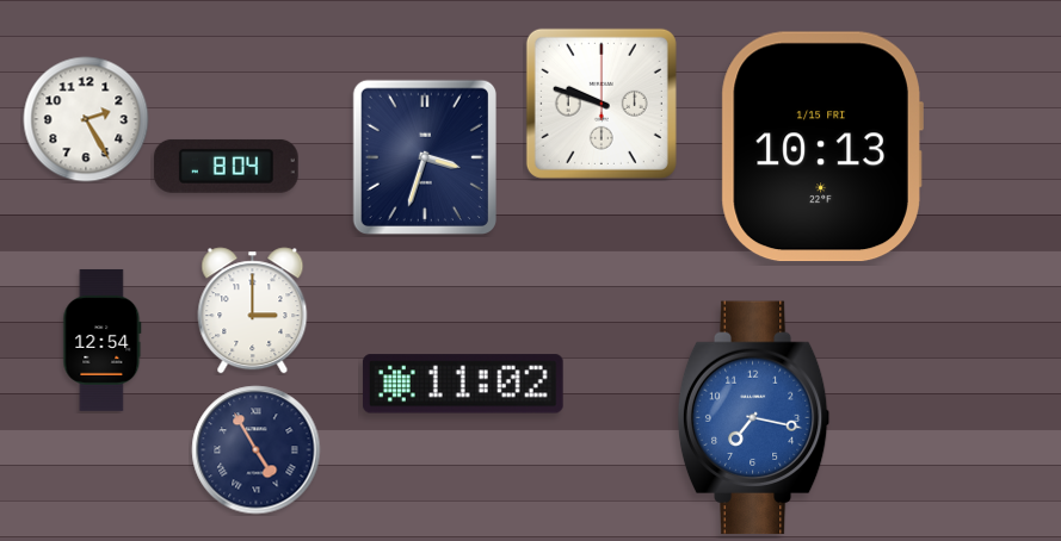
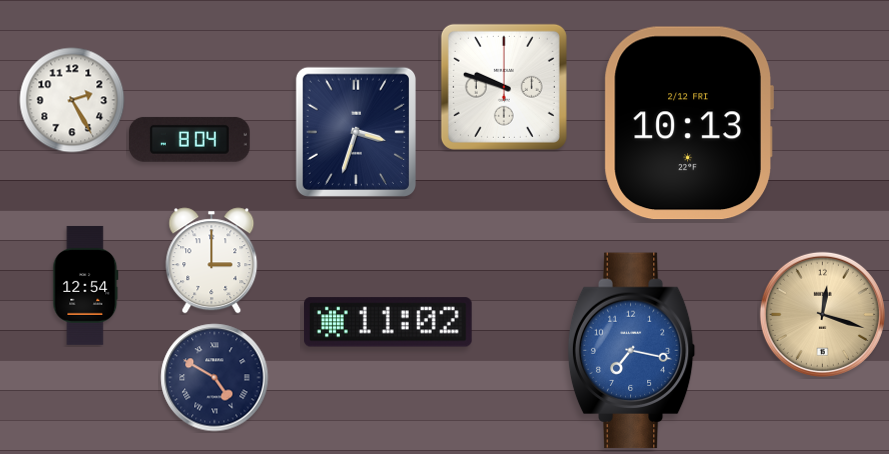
clock at (822, 147) date: 1/15 FRI -> 2/12 FRI
clock at (822, 314): none -> 12:18
clock at (257, 450): 4:55 -> 4:50
